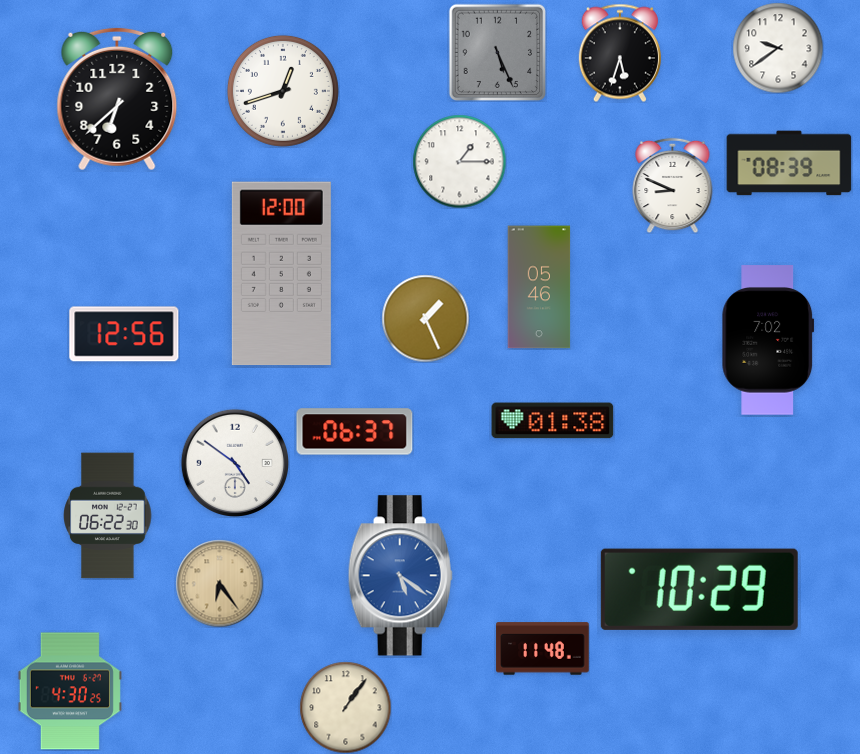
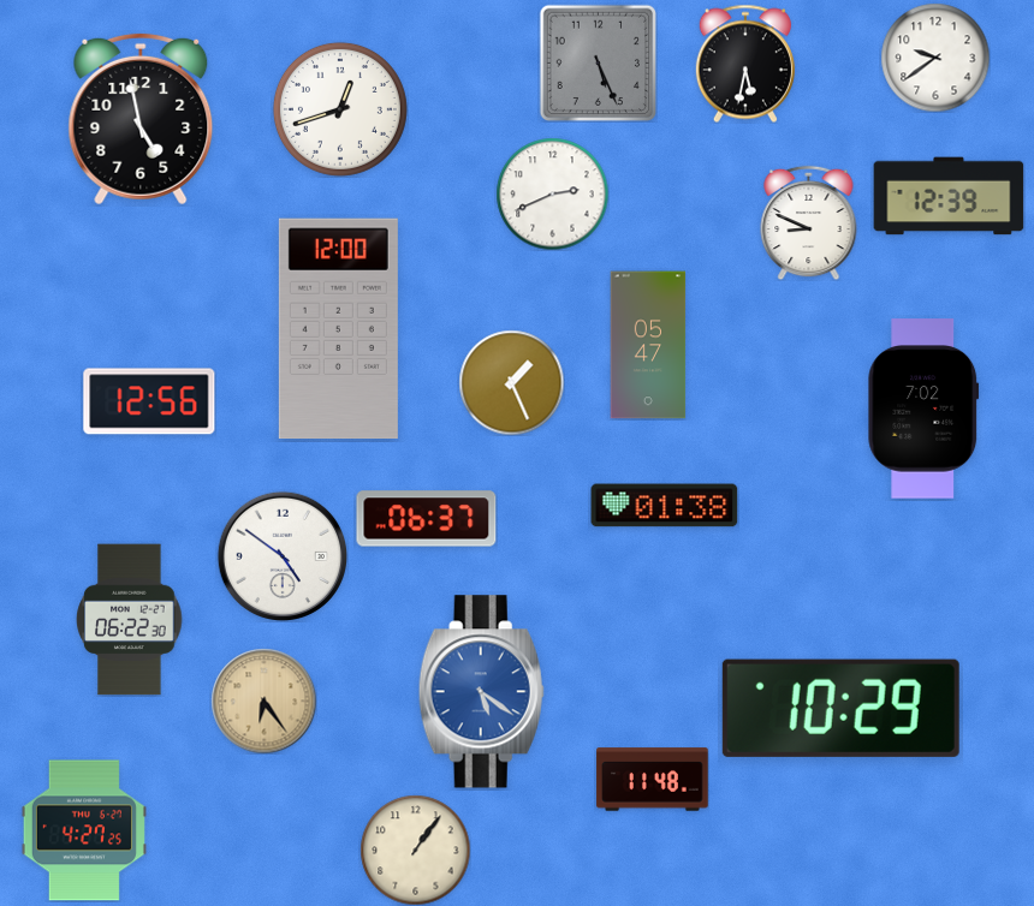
clock at (620, 53): 5:33 -> 5:32
clock at (117, 99): 6:38 -> 4:58
clock at (459, 161): 1:15 -> 2:41
clock at (789, 163): 08:39 -> 12:39
clock at (539, 287): 05:46 -> 05:47
clock at (70, 691): 4:30 -> 4:27
